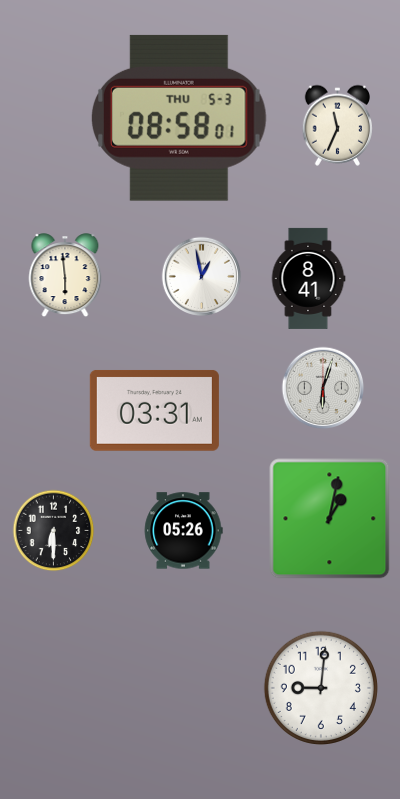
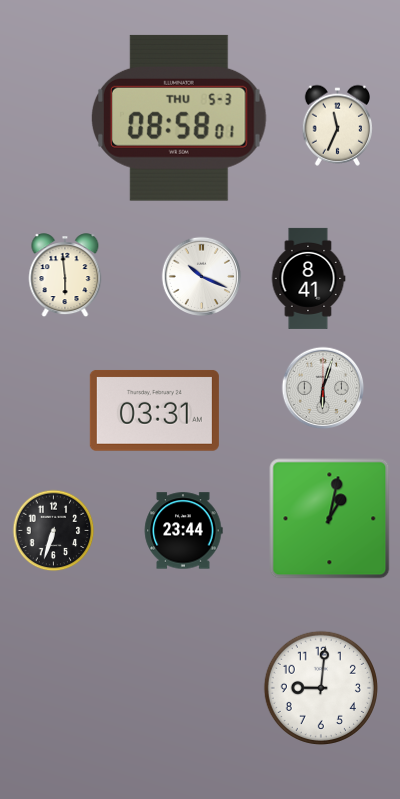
clock at (202, 277): 12:58 -> 10:19
clock at (54, 531): 6:30 -> 6:33
clock at (183, 531): 05:26 -> 23:44
